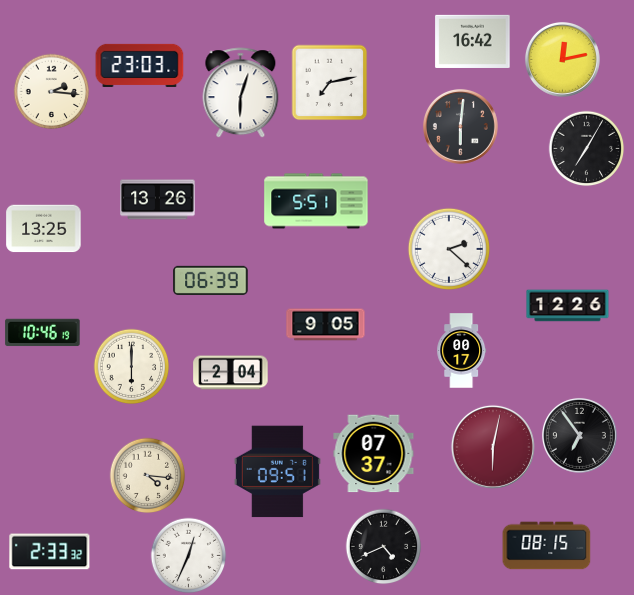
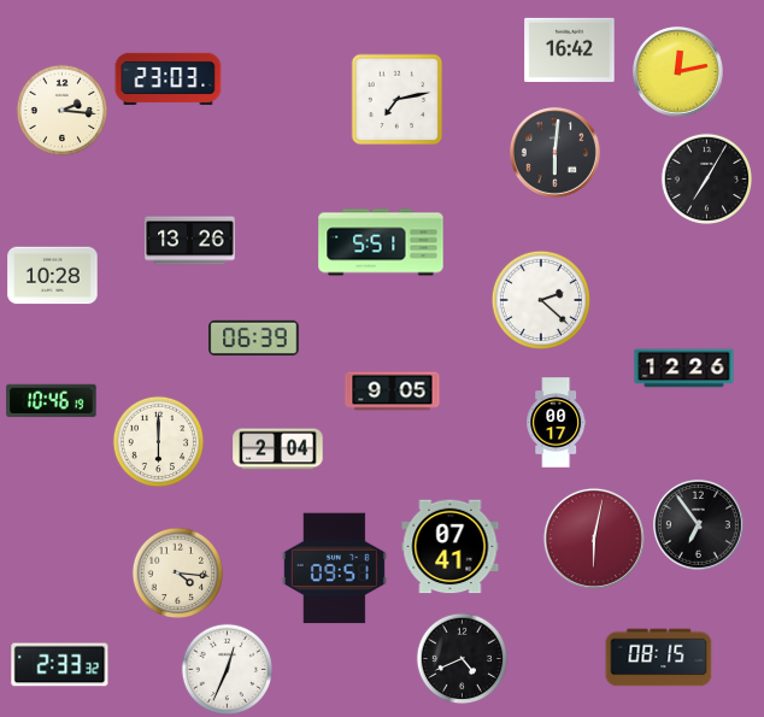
clock at (241, 93): 6:03 -> none
clock at (44, 229): 13:25 -> 10:28
clock at (374, 454): 07:37 -> 07:41
